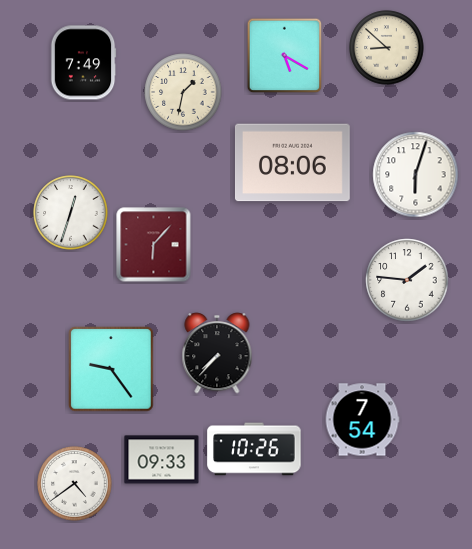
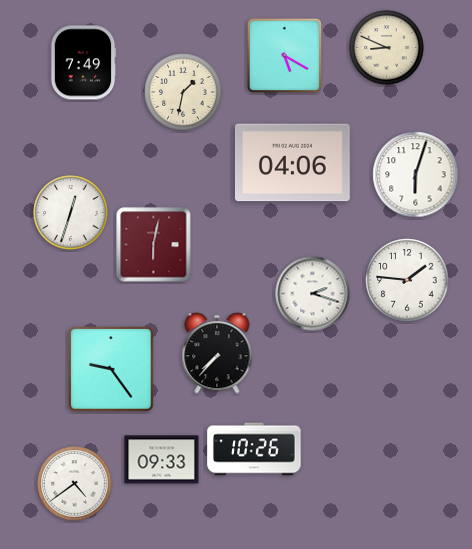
clock at (387, 48): 8:52 -> 8:49
clock at (292, 163): 08:06 -> 04:06
clock at (154, 245): 6:07 -> 6:02
clock at (313, 294): none -> 2:18
clock at (362, 420): 7:54 -> none
